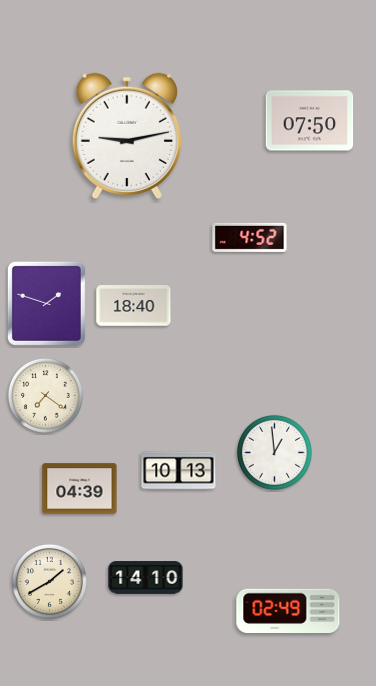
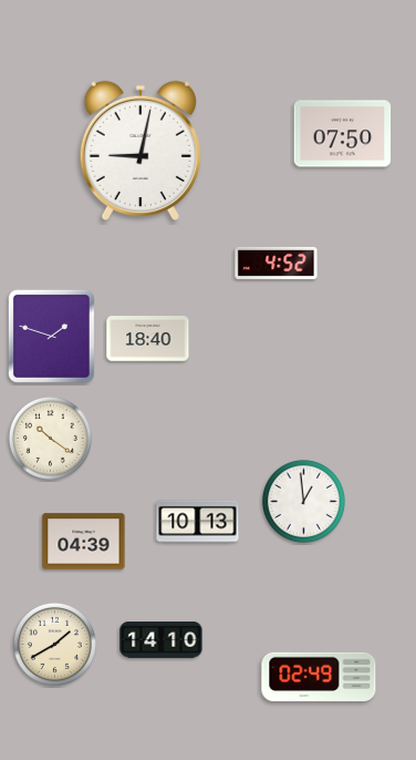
clock at (127, 135): 9:13 -> 9:02
clock at (45, 395): 7:21 -> 10:21
clock at (80, 489) position: (80, 489) -> (84, 542)
